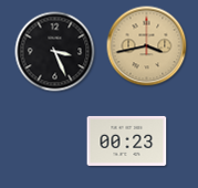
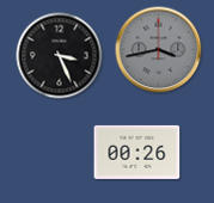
clock at (147, 46) dial: champagne -> grey
clock at (127, 140): 00:23 -> 00:26
